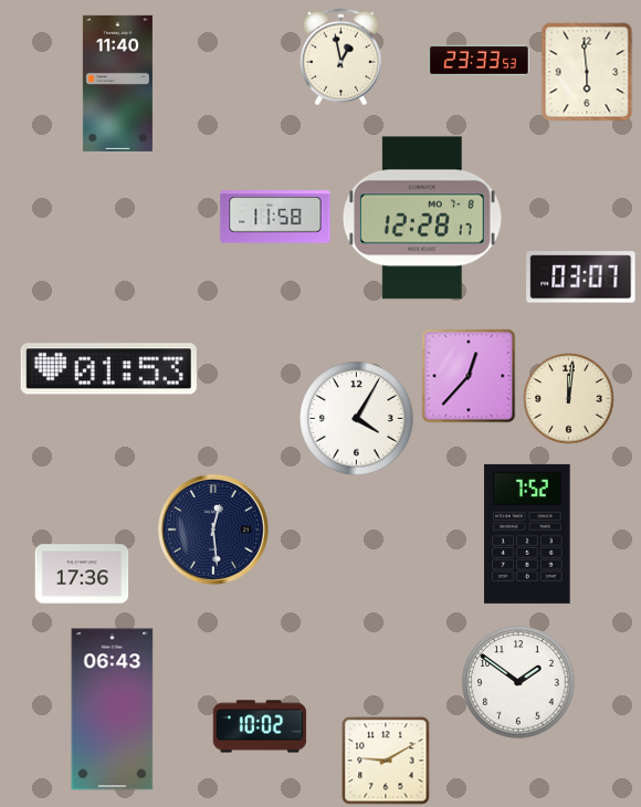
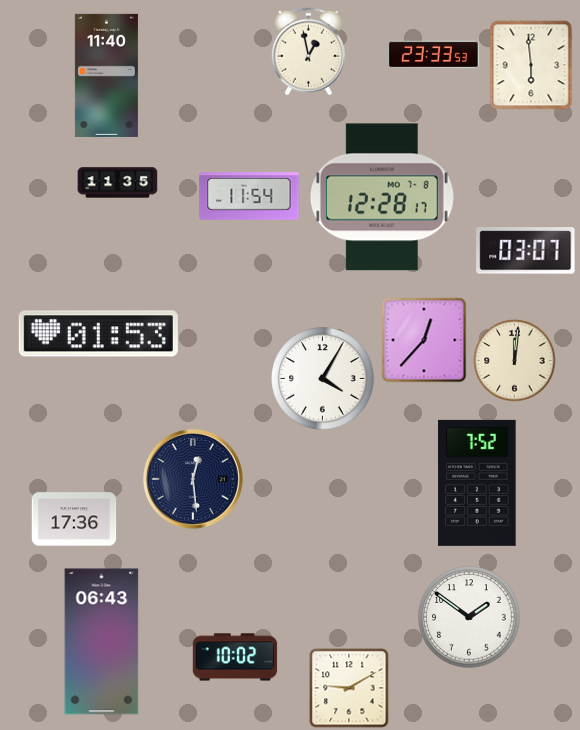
clock at (118, 183): none -> 11:35
clock at (275, 217): 11:58 -> 11:54
